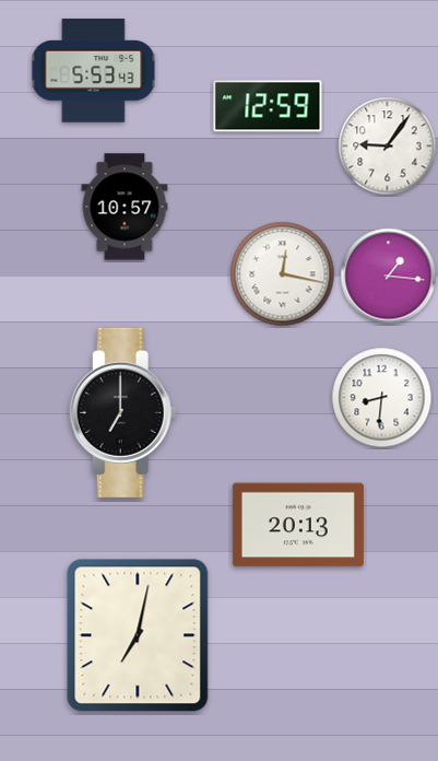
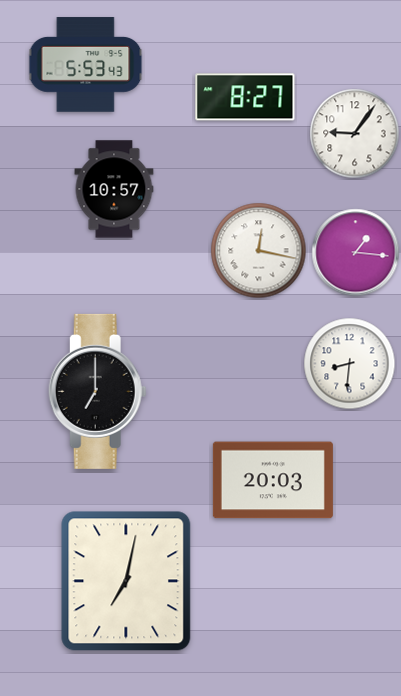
clock at (268, 106): 12:59 -> 8:27
clock at (122, 412) position: (122, 412) -> (97, 391)
clock at (298, 525): 20:13 -> 20:03
